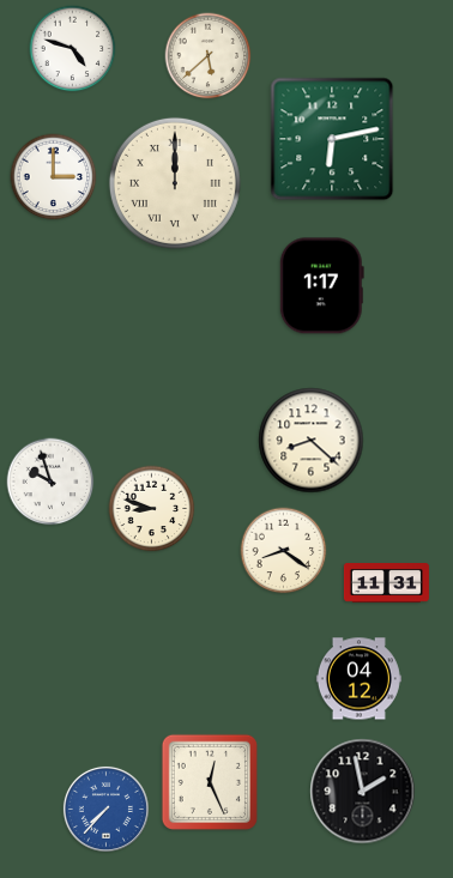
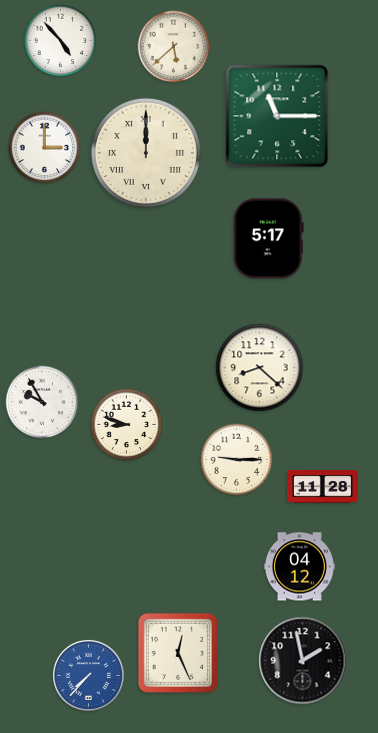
clock at (73, 49): 4:48 -> 4:53
clock at (332, 139): 6:13 -> 11:15
clock at (321, 286): 1:17 -> 5:17
clock at (50, 482): 9:57 -> 9:55
clock at (284, 551): 8:21 -> 9:15
clock at (386, 583): 11:31 -> 11:28
clock at (210, 782) position: (210, 782) -> (178, 653)
